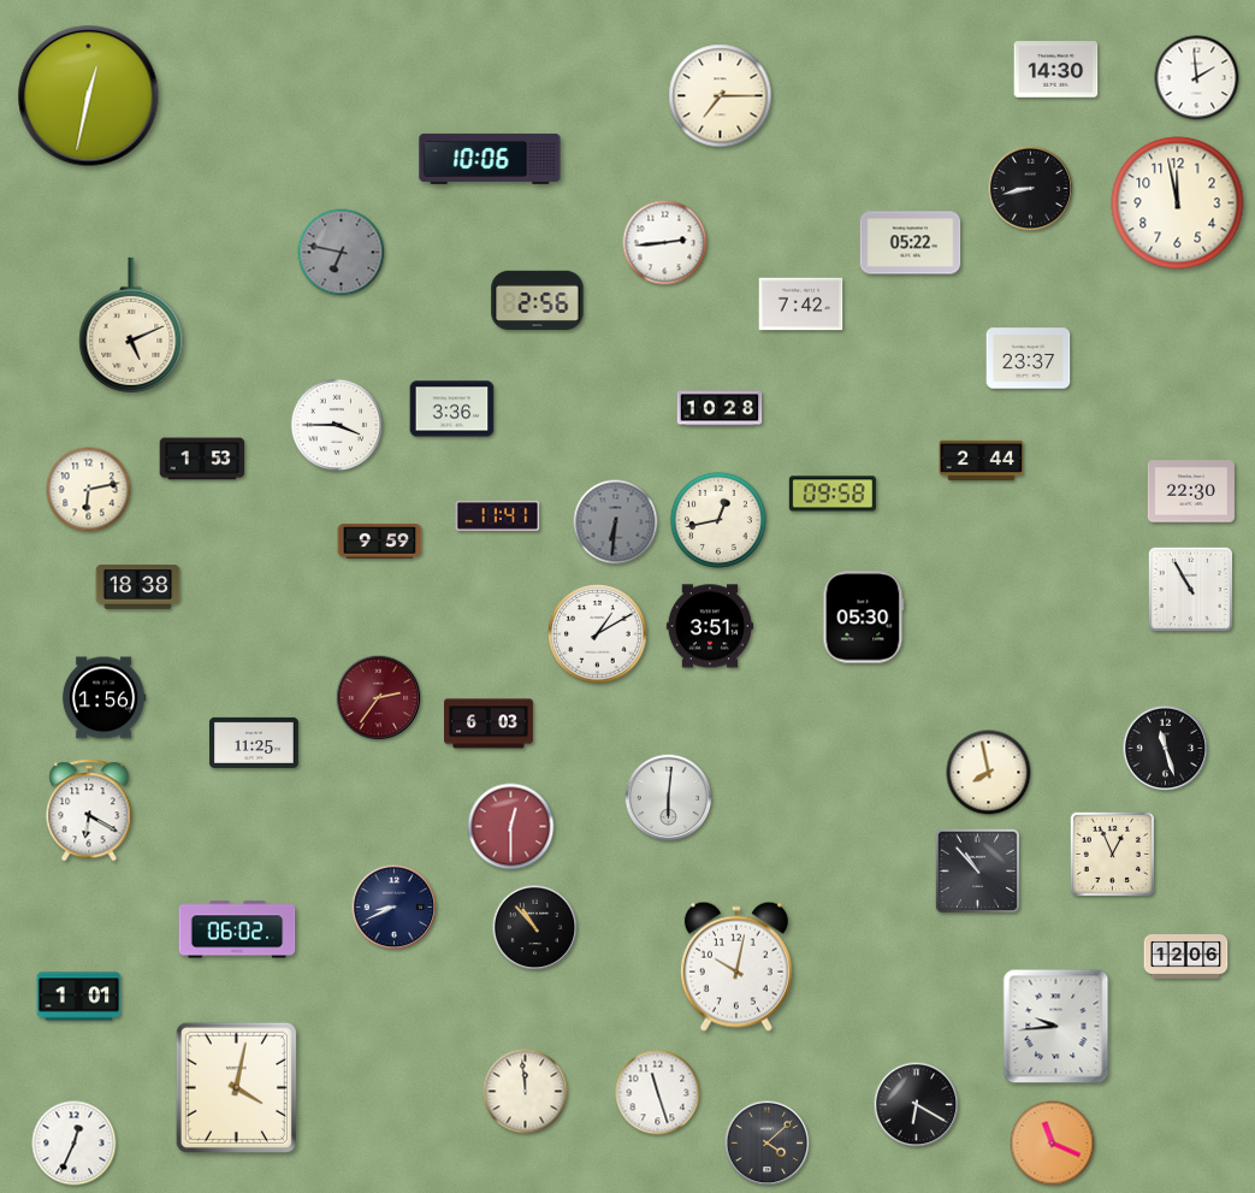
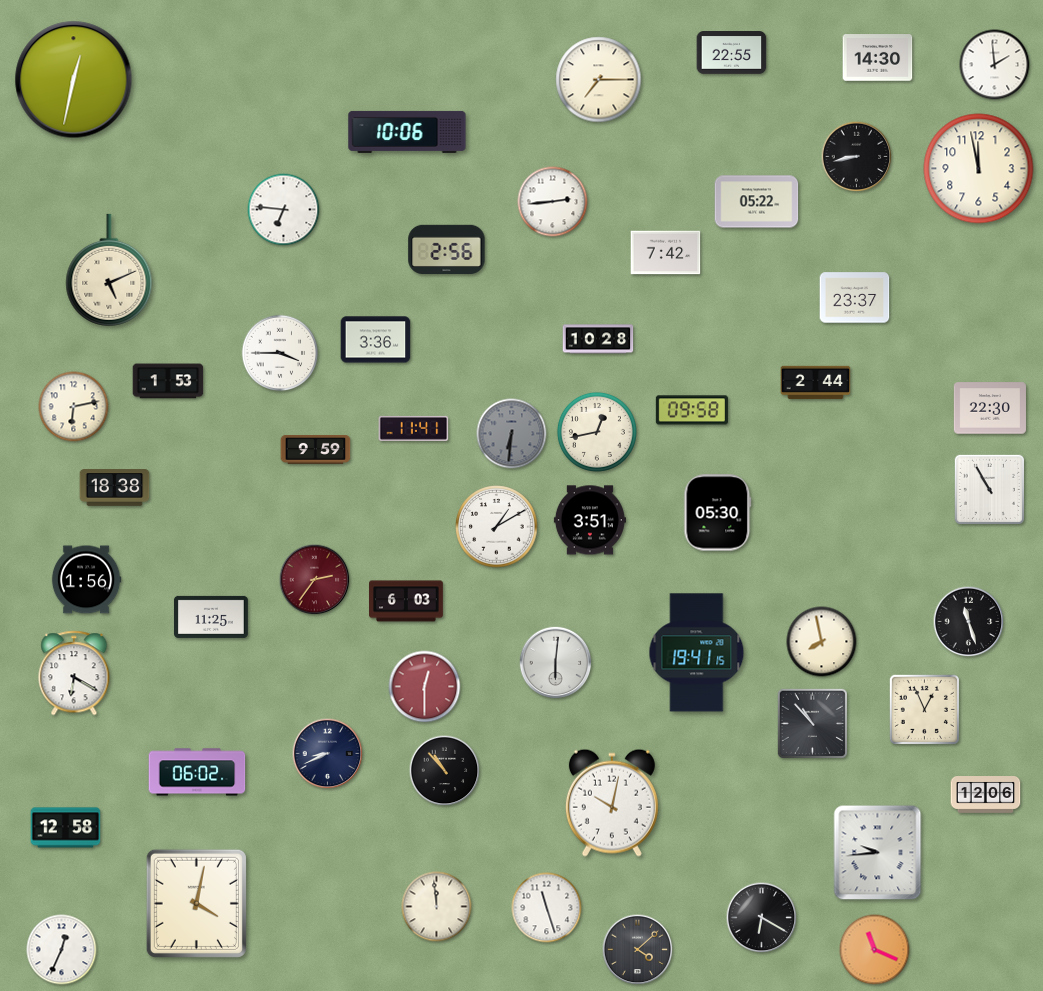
clock at (732, 53): none -> 22:55
clock at (342, 253): 6:47 -> 6:46
clock at (342, 253) dial: grey -> white
clock at (697, 653): none -> 19:41
clock at (79, 997): 1:01 -> 12:58
